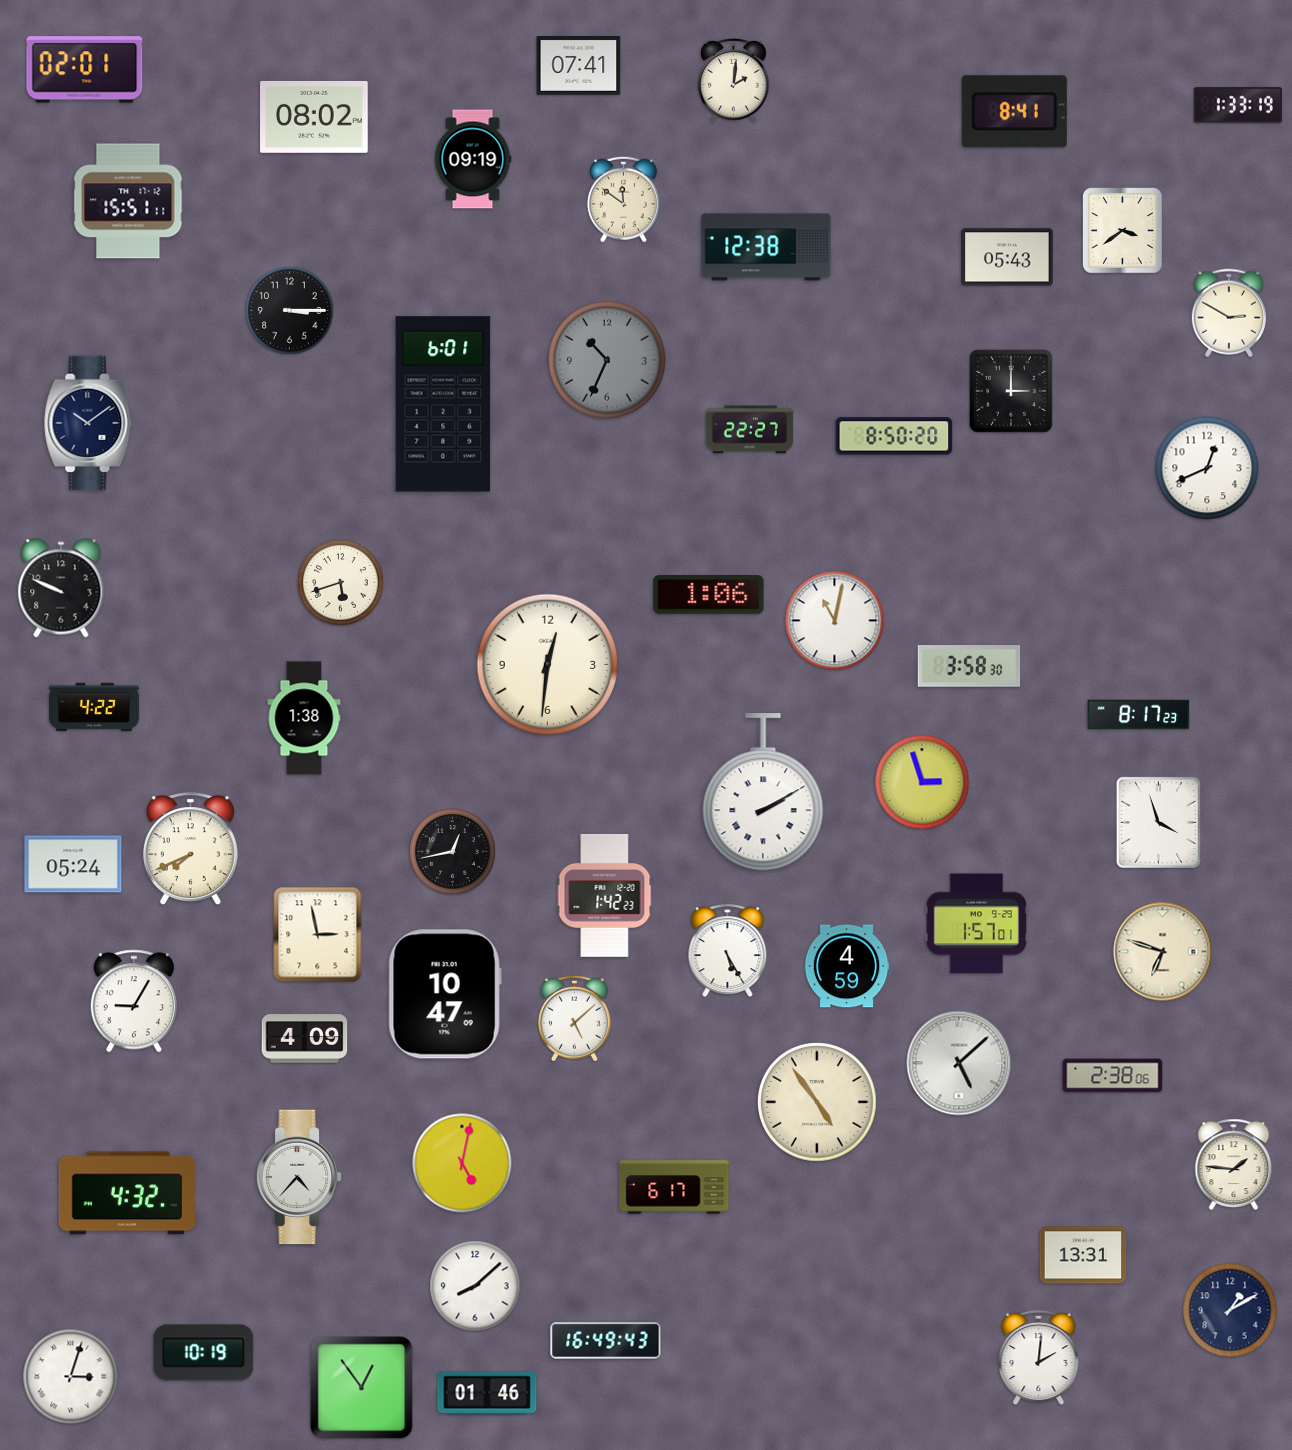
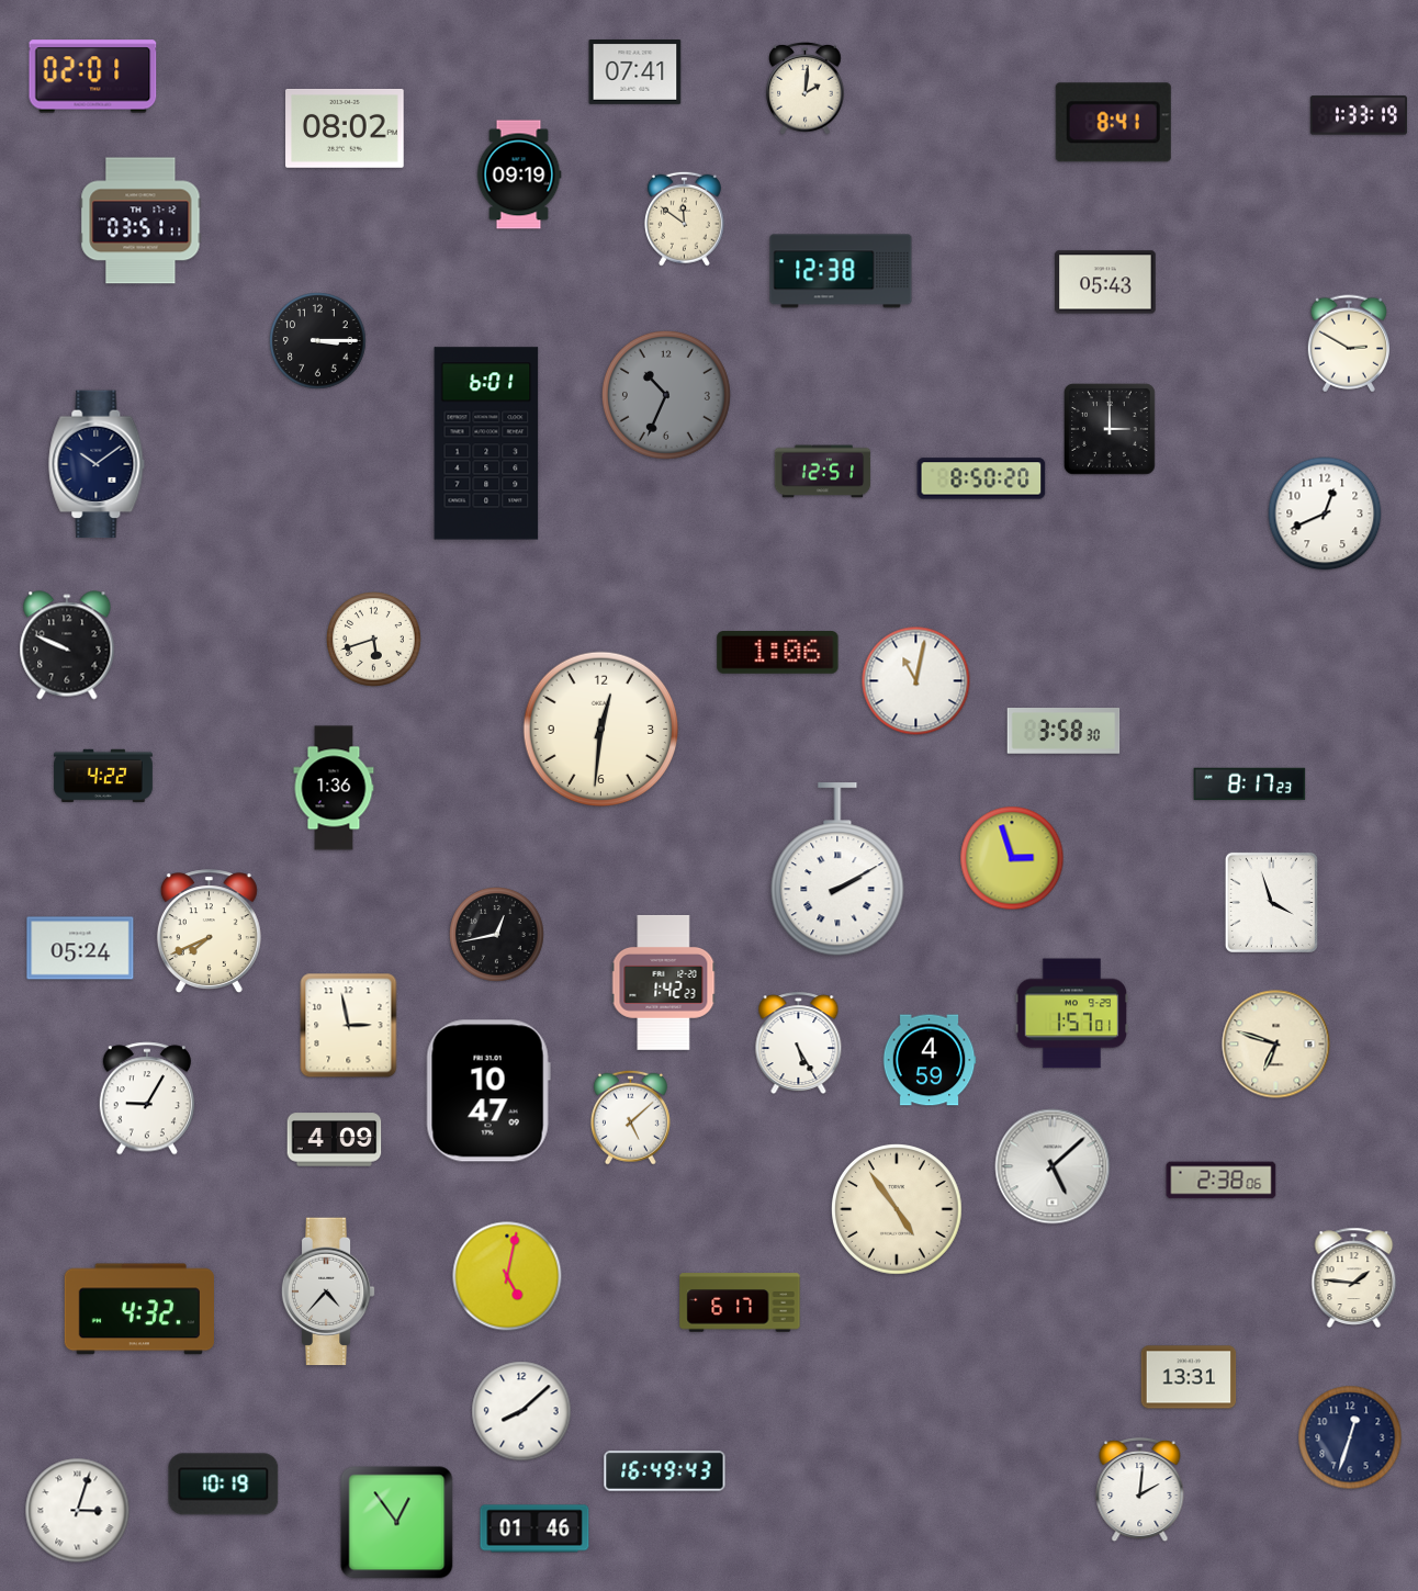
clock at (128, 201): 15:51 -> 03:51
clock at (1123, 231): 3:39 -> none
clock at (750, 430): 22:27 -> 12:51
clock at (304, 718): 1:38 -> 1:36
clock at (1230, 1310): 1:10 -> 12:33
